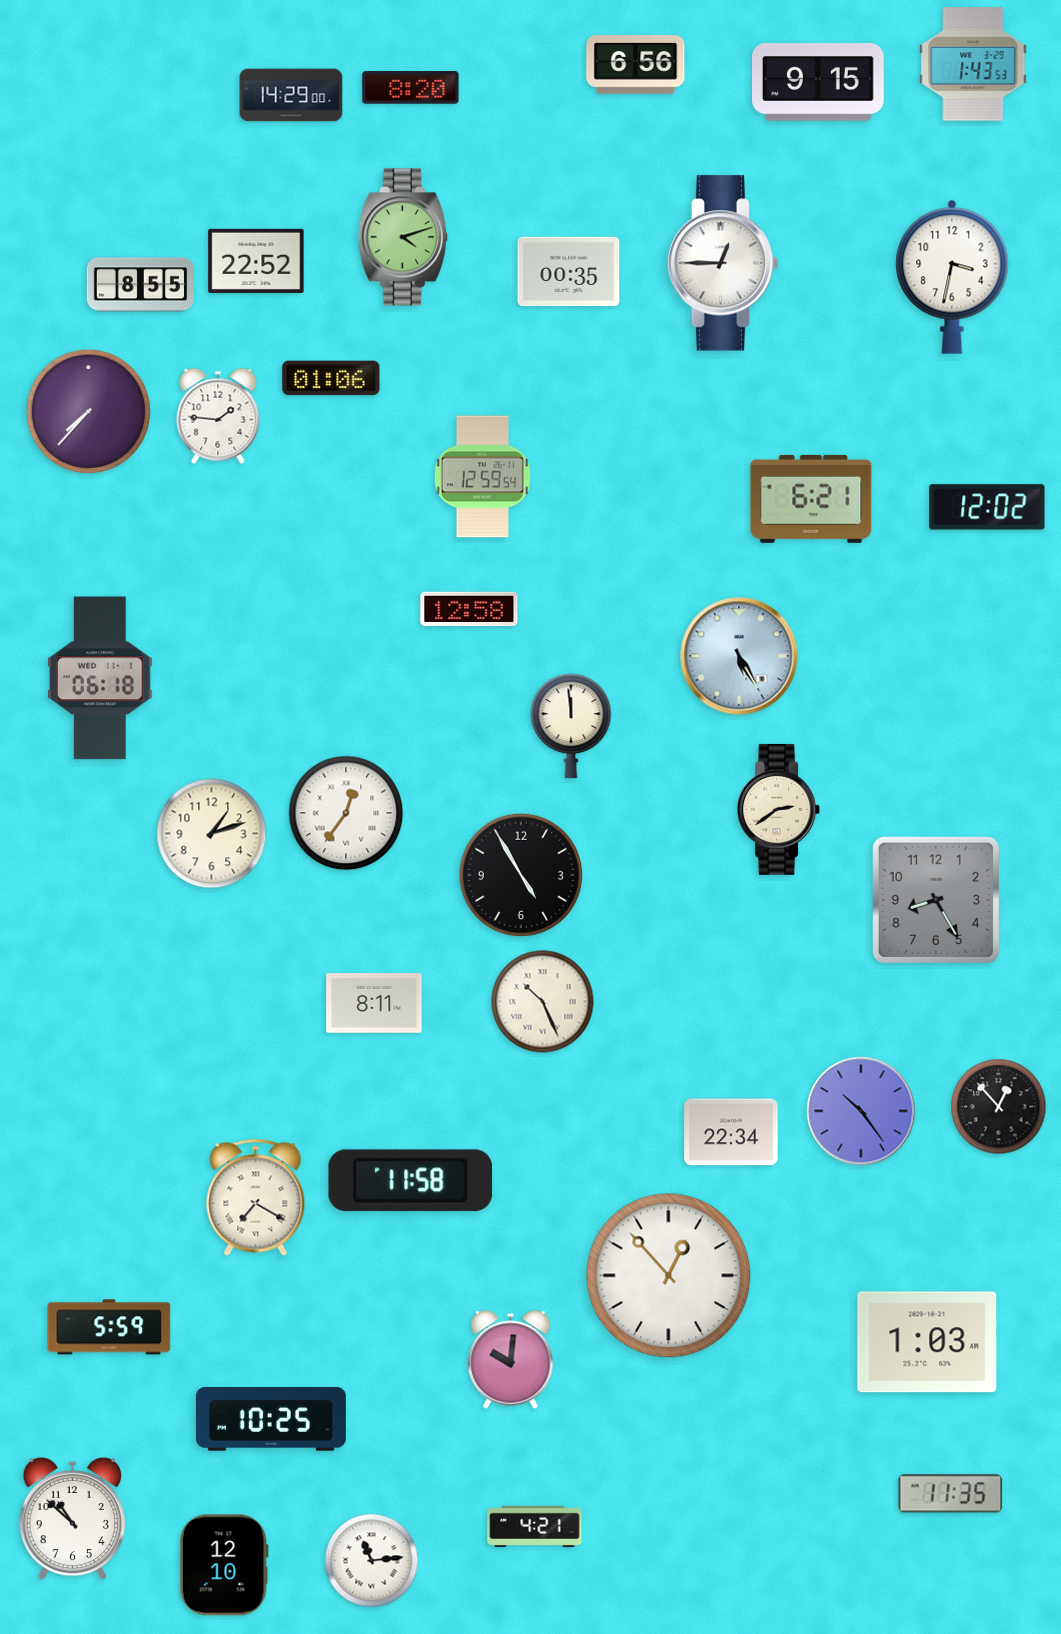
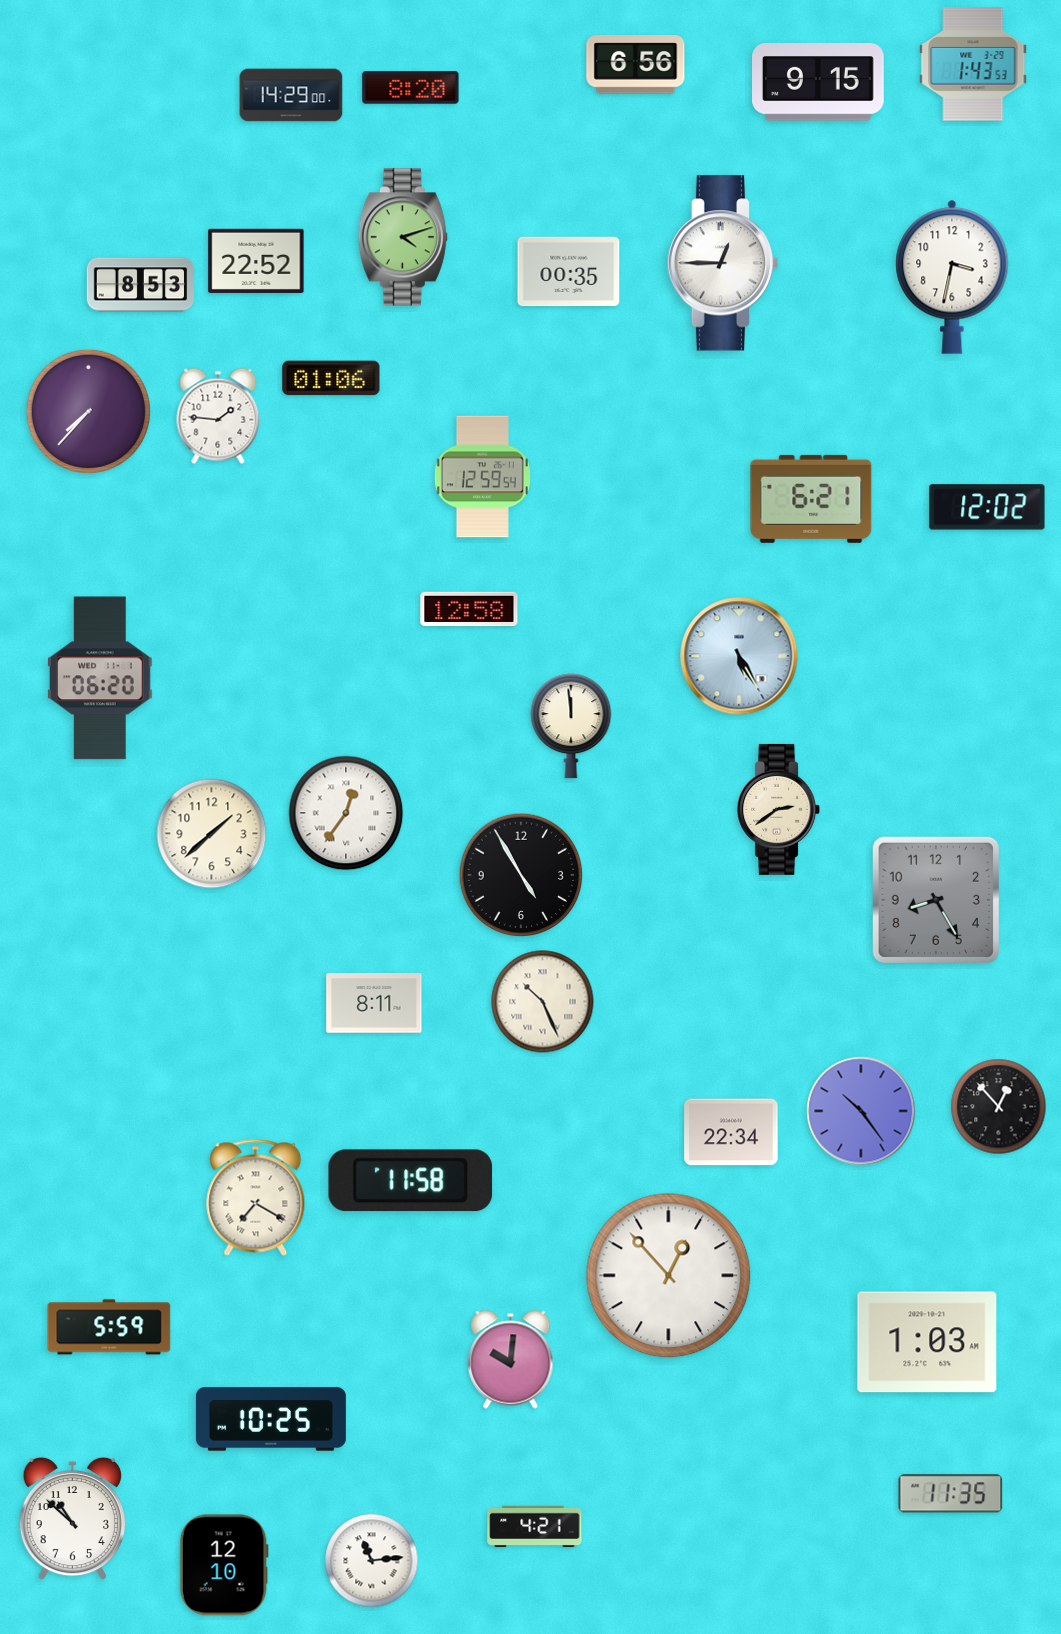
clock at (140, 285): 8:55 -> 8:53
clock at (100, 678): 06:18 -> 06:20
clock at (212, 834): 1:12 -> 1:38
